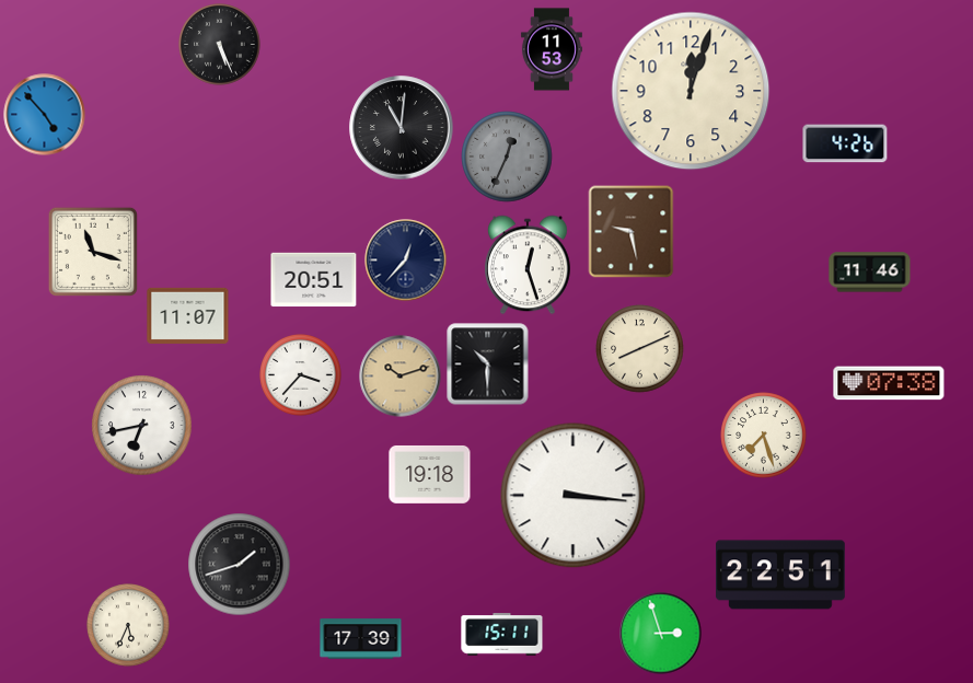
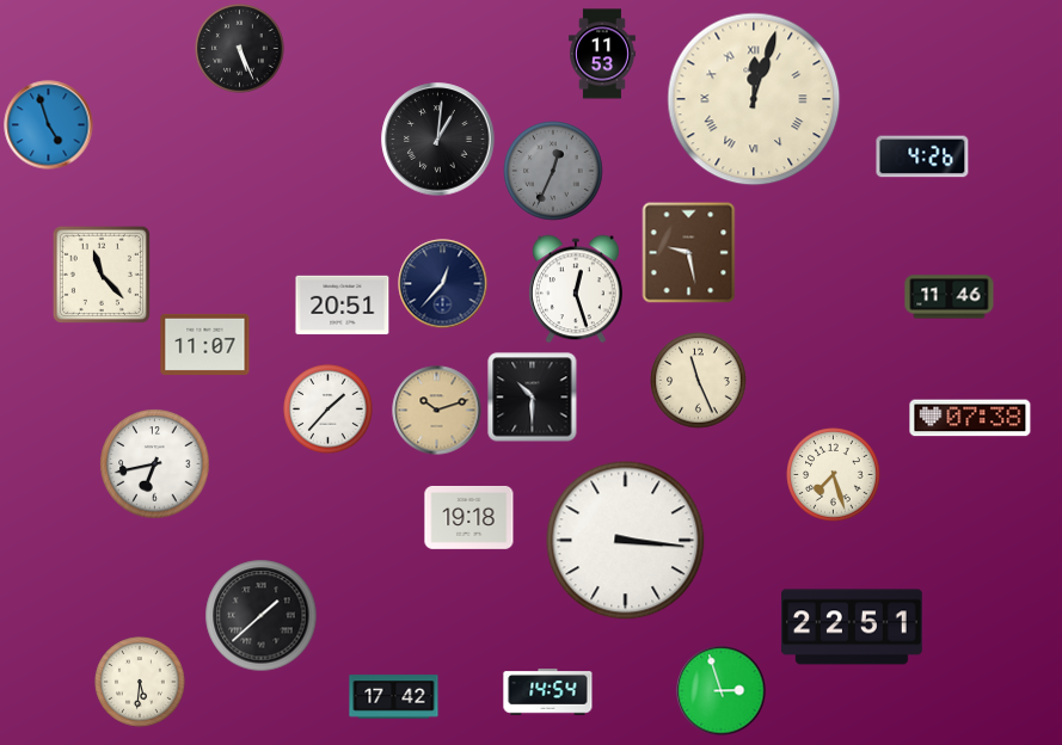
clock at (691, 91) numerals: Arabic -> Roman
clock at (45, 115): 4:53 -> 4:57
clock at (402, 128): 11:01 -> 1:01
clock at (93, 252): 11:18 -> 11:23
clock at (640, 349): 8:11 -> 11:26
clock at (301, 375): 3:37 -> 1:37
clock at (240, 565): 1:42 -> 1:38
clock at (128, 625): 5:34 -> 5:31
clock at (502, 635): 15:11 -> 14:54
clock at (361, 639): 17:39 -> 17:42
